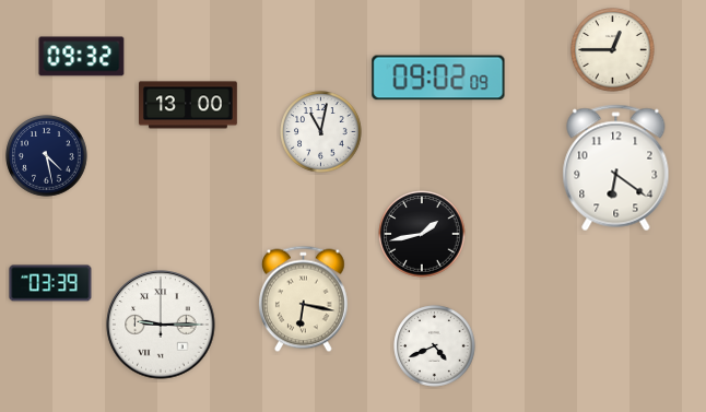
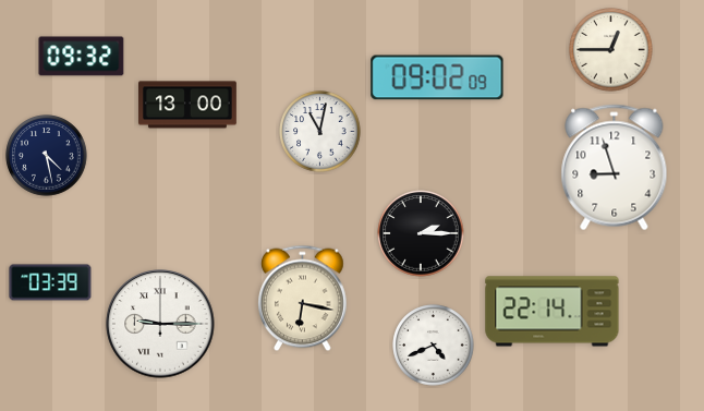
clock at (616, 168): 6:21 -> 8:57
clock at (422, 234): 1:43 -> 2:15
clock at (553, 312): none -> 22:14
